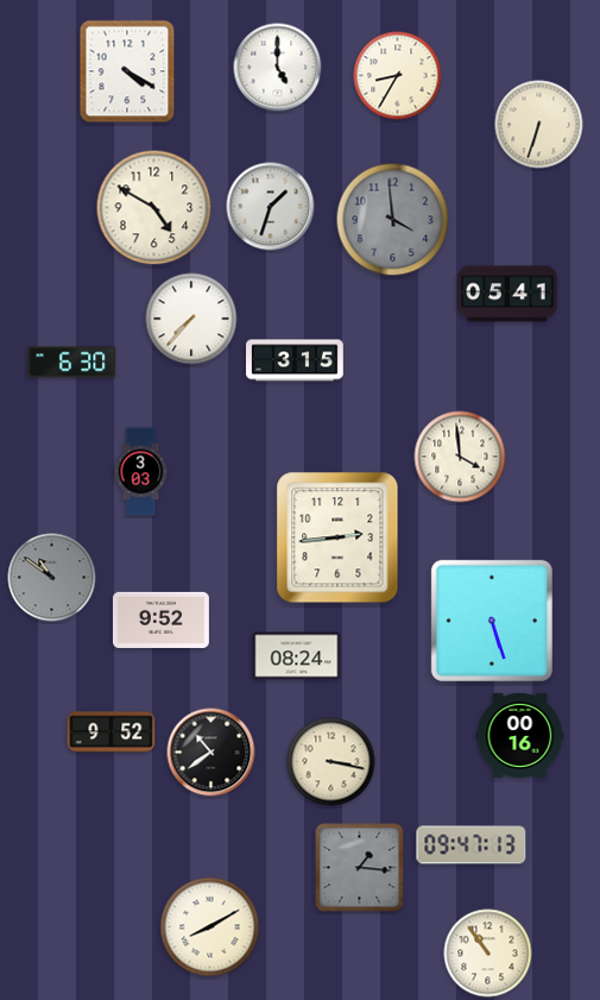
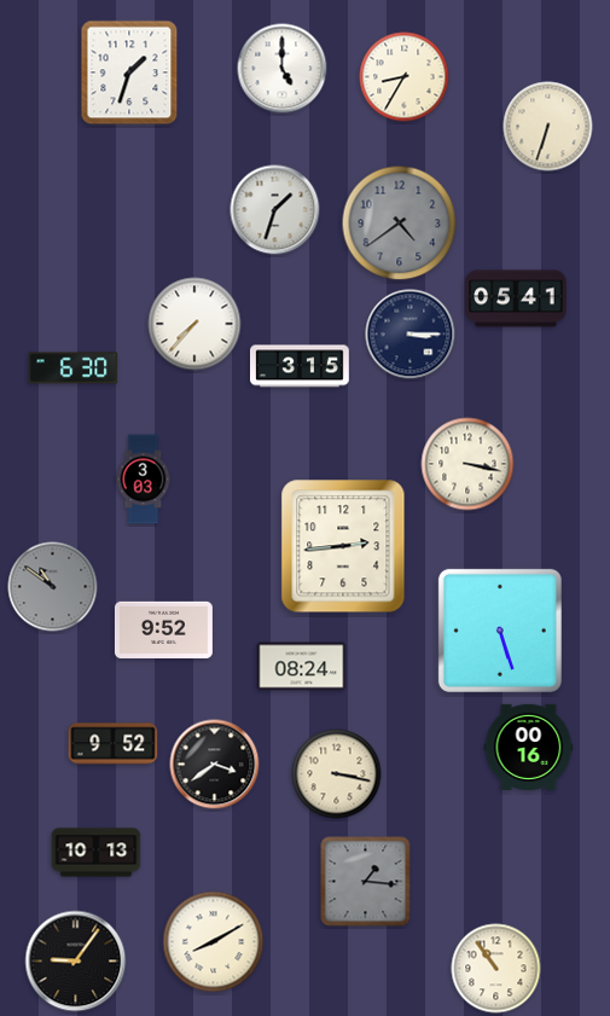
clock at (127, 71): 4:20 -> 1:33
clock at (154, 208): 4:50 -> none
clock at (393, 220): 3:59 -> 4:39
clock at (411, 335): none -> 3:15
clock at (460, 457): 3:59 -> 3:17
clock at (211, 753): 10:39 -> 3:39
clock at (97, 853): none -> 10:13
clock at (472, 845): 09:47 -> none
clock at (76, 962): none -> 9:06
